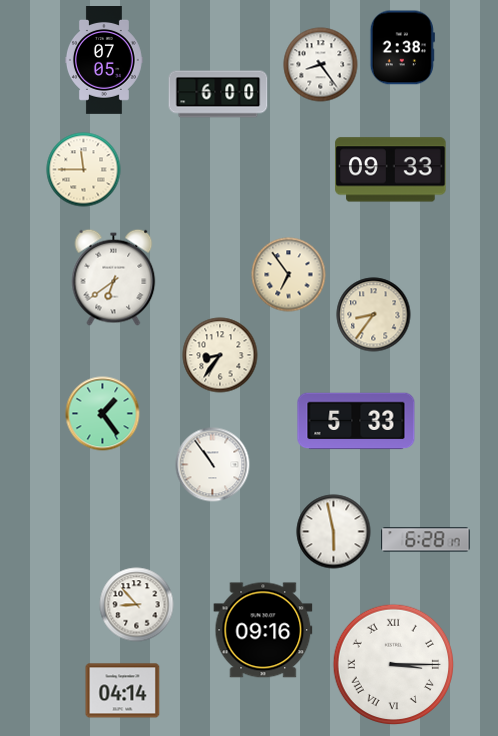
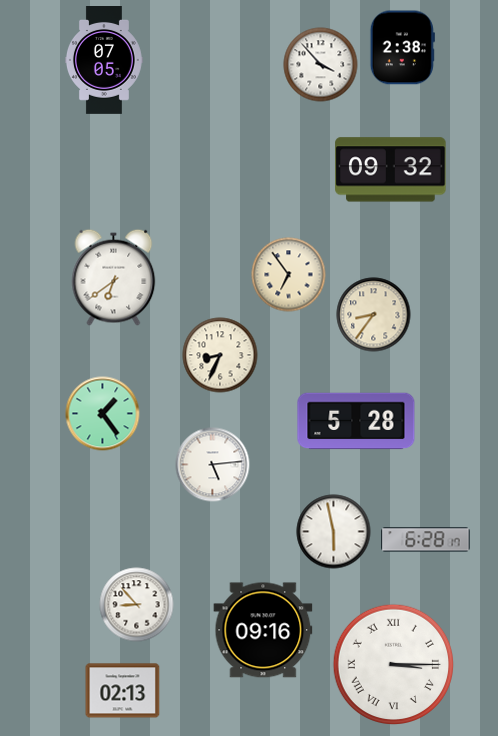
clock at (321, 65): 8:24 -> 3:53
clock at (218, 94): 6:00 -> none
clock at (84, 170): 11:45 -> none
clock at (391, 170): 09:33 -> 09:32
clock at (220, 355): 8:36 -> 8:34
clock at (356, 421): 5:33 -> 5:28
clock at (213, 465): 10:54 -> 5:14
clock at (123, 691): 04:14 -> 02:13
